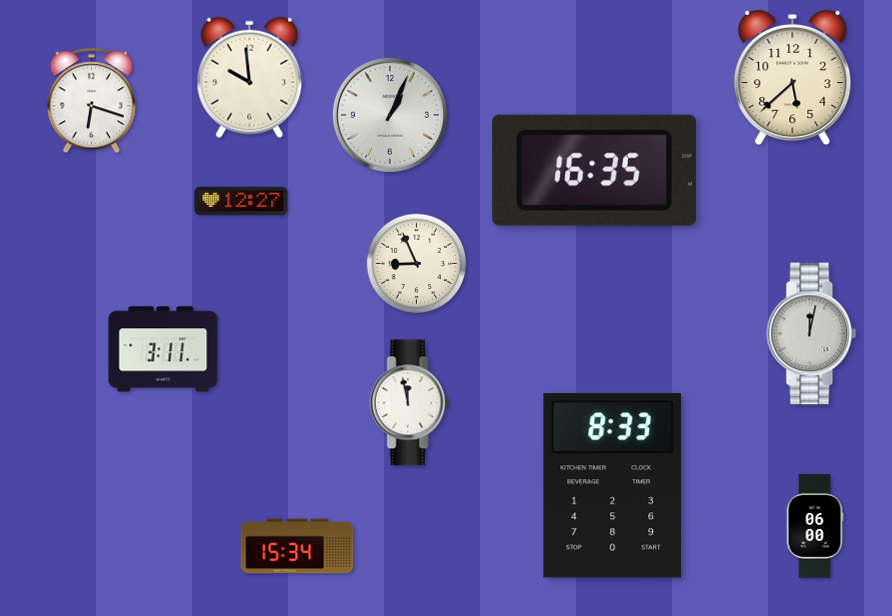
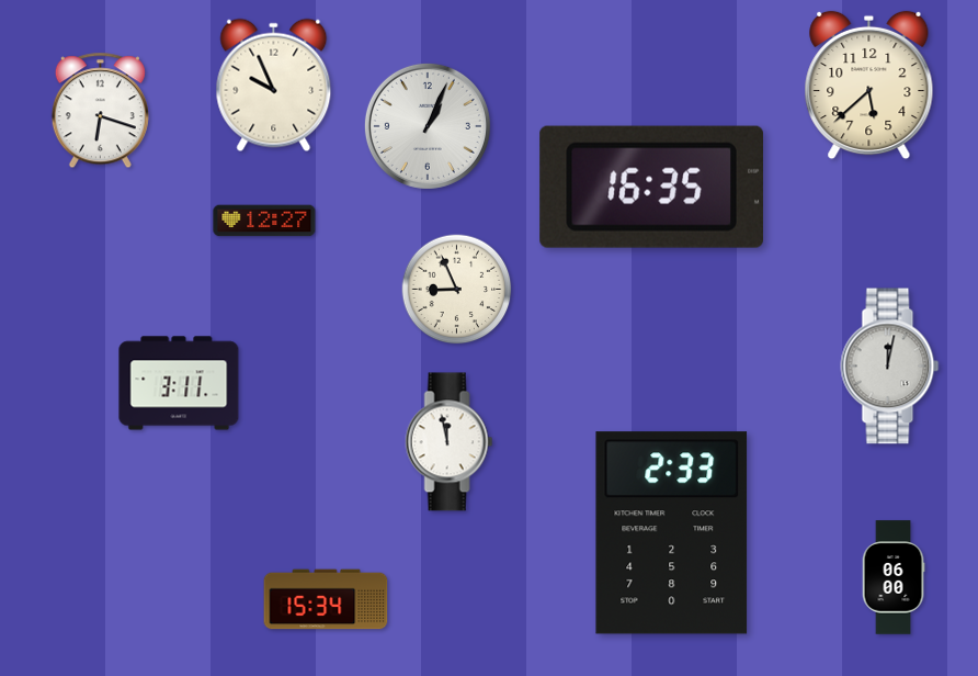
clock at (250, 78): 9:59 -> 9:56
clock at (613, 486): 8:33 -> 2:33
